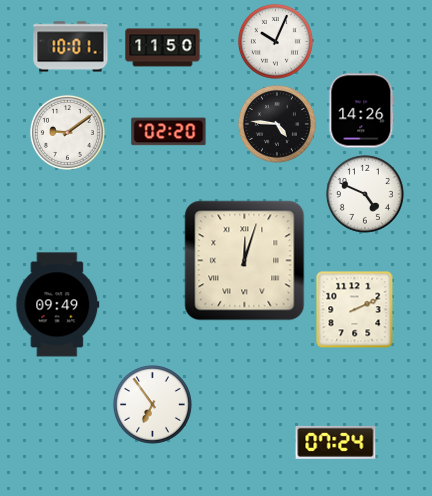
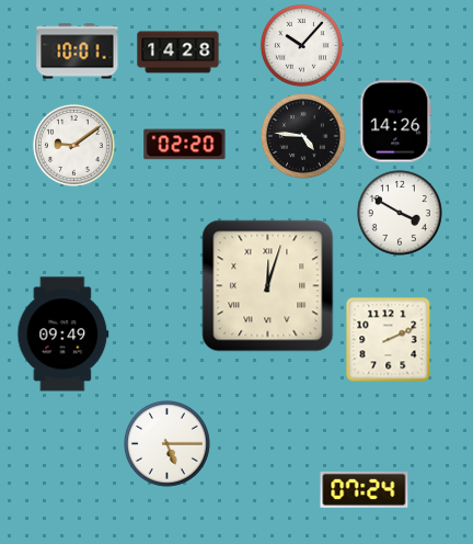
clock at (275, 41): 10:04 -> 10:07
clock at (163, 48): 11:50 -> 14:28
clock at (365, 194): 4:49 -> 3:50
clock at (152, 404): 6:54 -> 5:15
clock at (336, 442) position: (336, 442) -> (365, 489)
